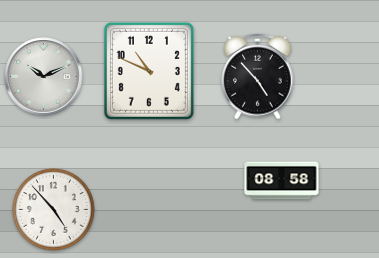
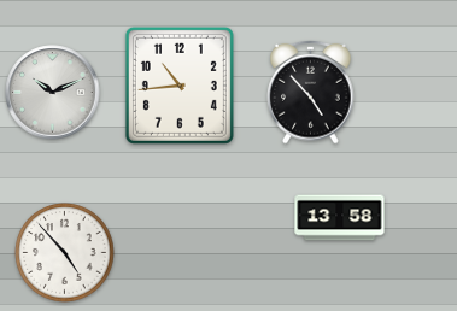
clock at (149, 71): 10:49 -> 10:44
clock at (282, 181): 08:58 -> 13:58
